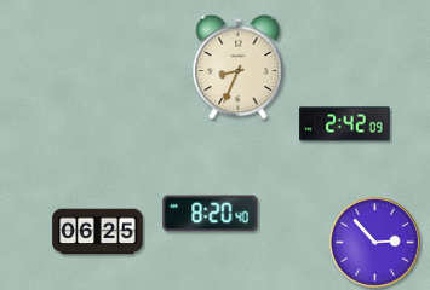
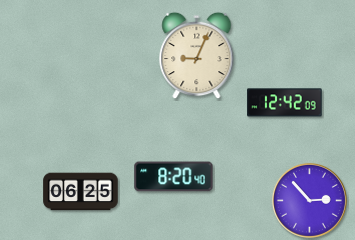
clock at (239, 68): 8:34 -> 9:04
clock at (345, 124): 2:42 -> 12:42
